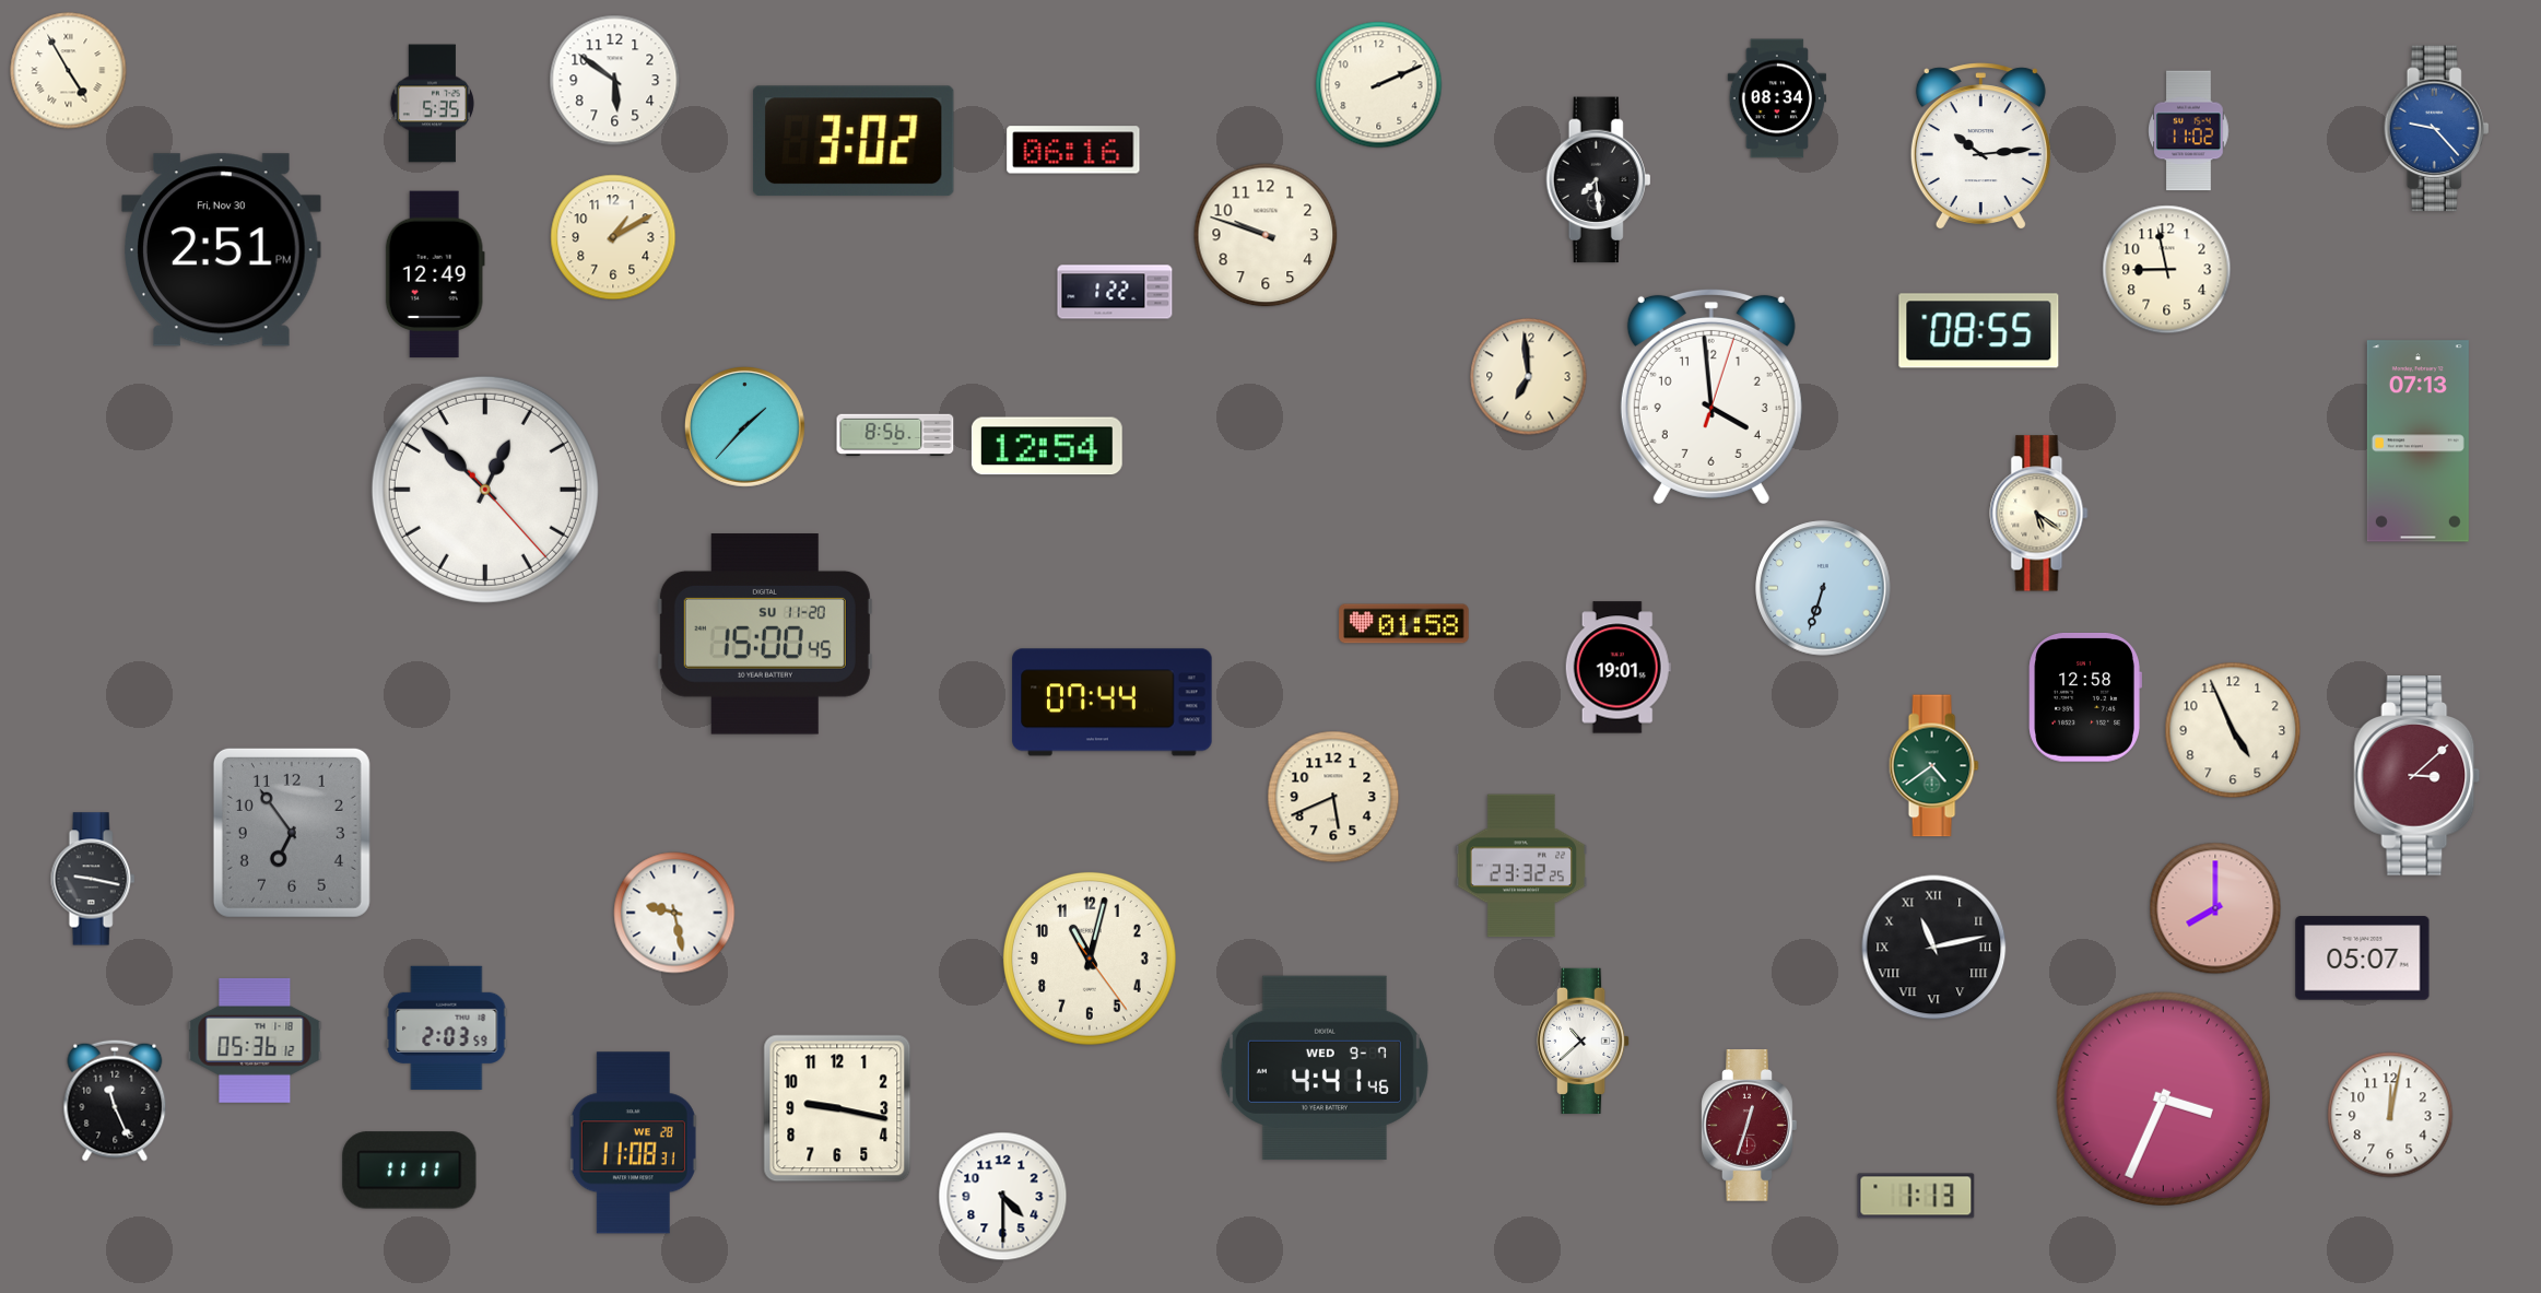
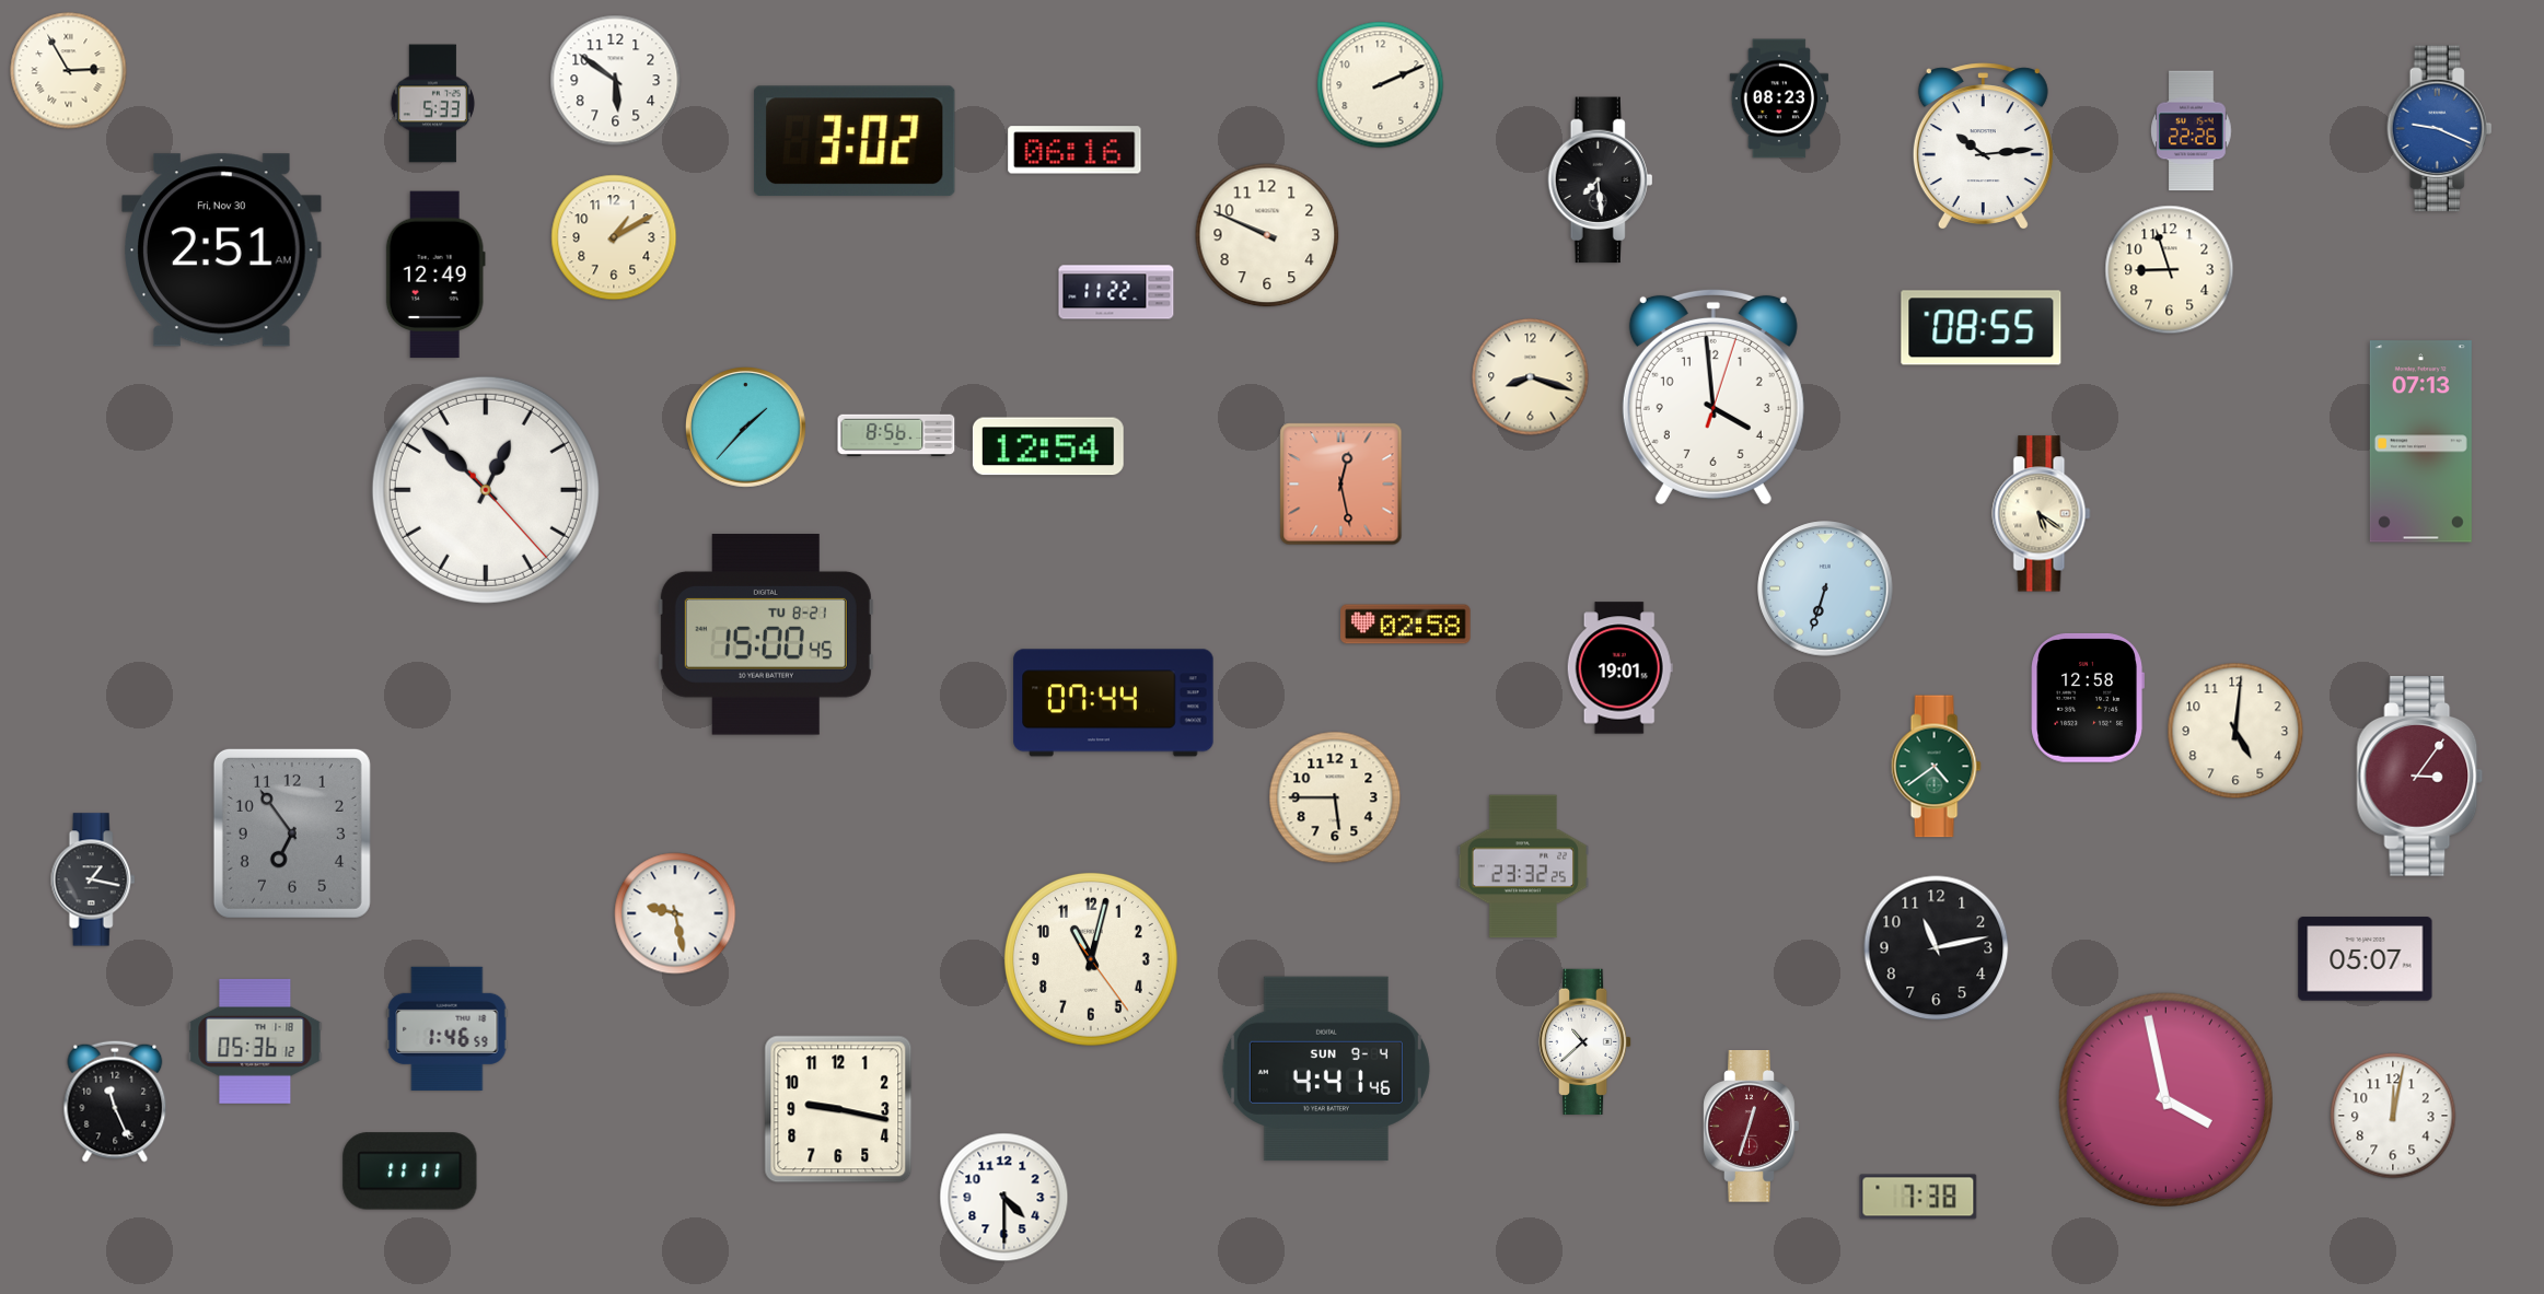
clock at (69, 71): 4:55 -> 2:55
clock at (1776, 98): 08:34 -> 08:23
clock at (432, 104): 5:35 -> 5:33
clock at (2437, 129): 9:23 -> 9:19
clock at (2189, 131): 11:02 -> 22:26
clock at (1266, 235): 9:48 -> 9:49
clock at (222, 250): 2:51 PM -> 2:51 AM
clock at (2167, 270): 8:58 -> 8:57
clock at (1115, 292): 1:22 -> 11:22
clock at (1979, 331) position: (1979, 331) -> (1982, 328)
clock at (1529, 377): 6:59 -> 8:18
clock at (1341, 485): none -> 12:28
clock at (1404, 624): 01:58 -> 02:58
clock at (765, 634) date: SU 11-20 -> TU 8-21
clock at (2233, 730): 4:56 -> 5:01
clock at (2418, 776): 3:08 -> 3:06
clock at (1333, 797): 5:41 -> 5:45
clock at (93, 879): 9:17 -> 1:17
clock at (2215, 908): 8:00 -> none
clock at (1934, 948) numerals: Roman -> Arabic
clock at (447, 1027): 2:03 -> 1:46
clock at (1325, 1068) date: WED 9-7 -> SUN 9-4
clock at (2163, 1098): 3:34 -> 3:58
clock at (633, 1143): 11:08 -> none
clock at (1916, 1196): 1:13 -> 7:38
